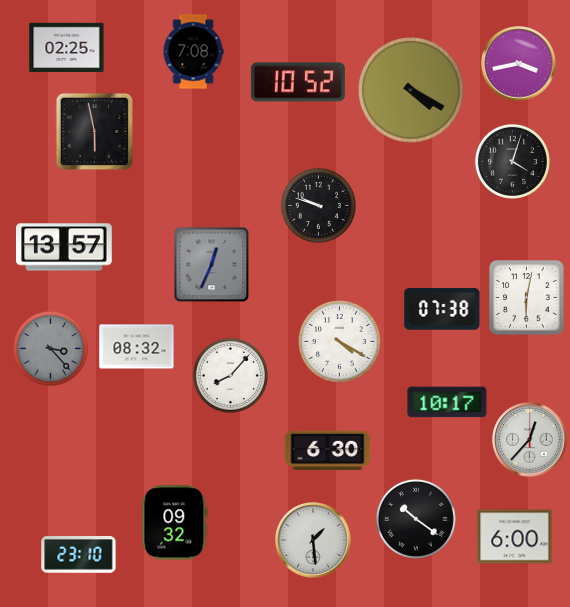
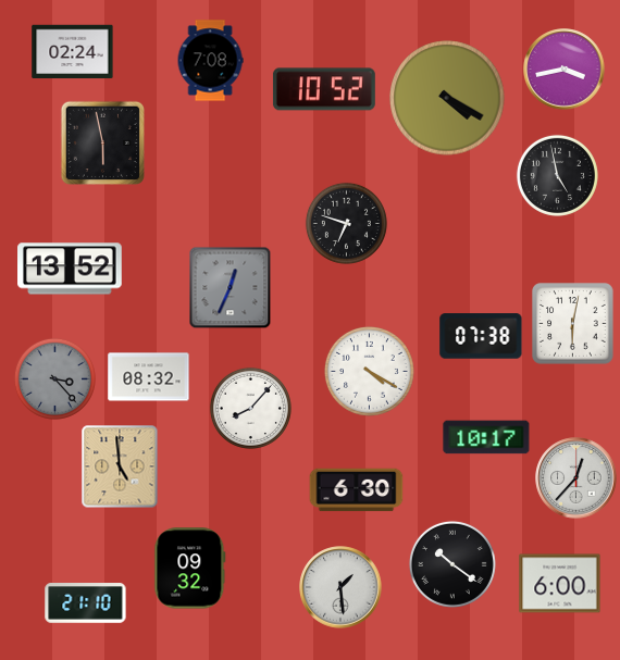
clock at (67, 48): 02:25 -> 02:24
clock at (193, 52) position: (193, 52) -> (210, 61)
clock at (512, 161): 4:03 -> 4:58
clock at (318, 205): 9:48 -> 6:48
clock at (64, 247): 13:57 -> 13:52
clock at (120, 466): none -> 4:59
clock at (79, 555): 23:10 -> 21:10
